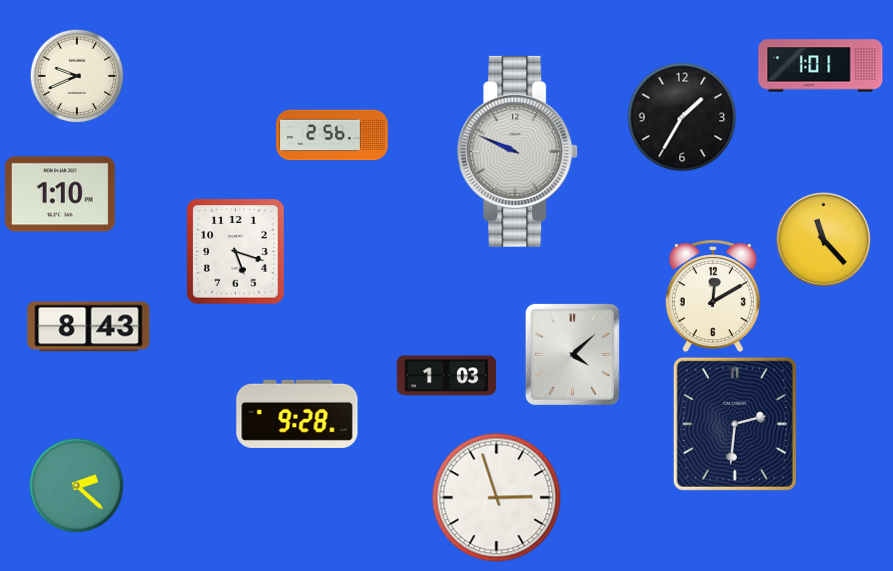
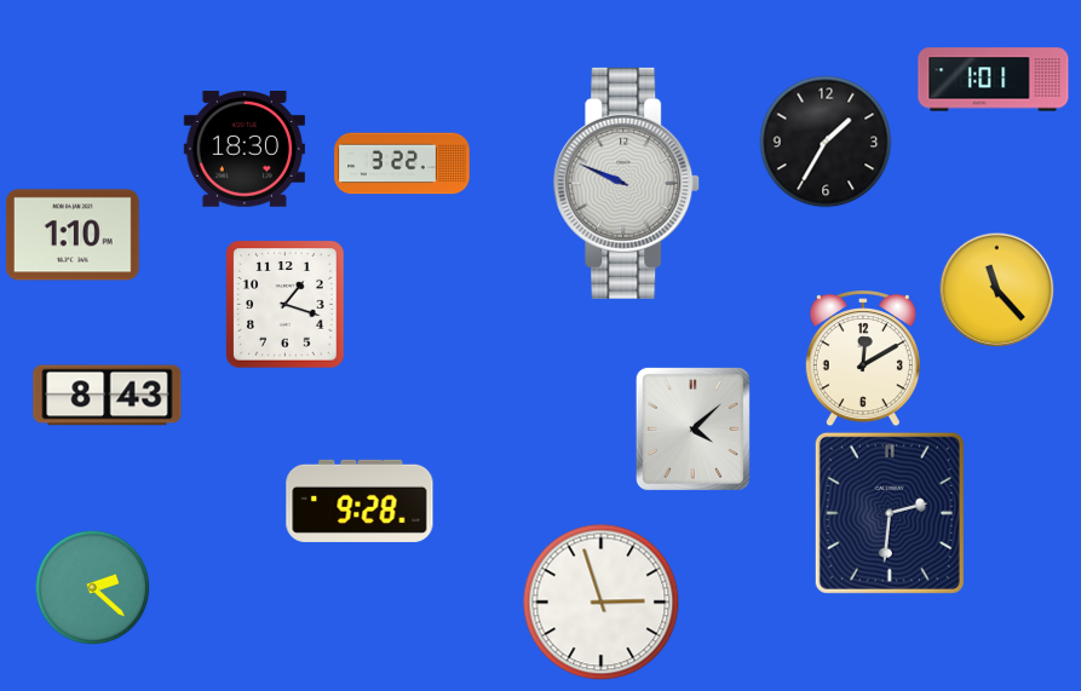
clock at (77, 76): 9:41 -> none
clock at (245, 150): none -> 18:30
clock at (332, 135): 2:56 -> 3:22
clock at (236, 252): 5:18 -> 1:18
clock at (447, 376): 1:03 -> none
